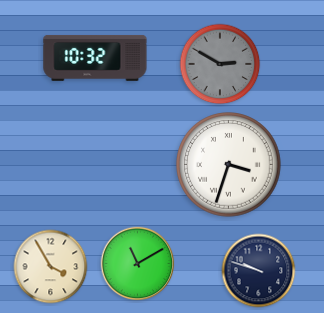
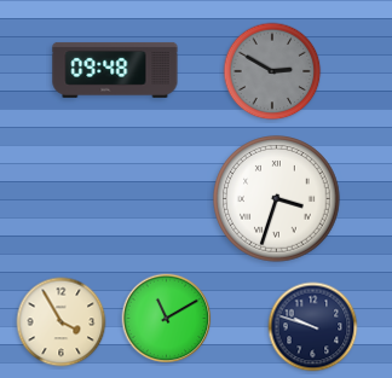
clock at (95, 58): 10:32 -> 09:48
clock at (220, 64) position: (220, 64) -> (272, 71)
